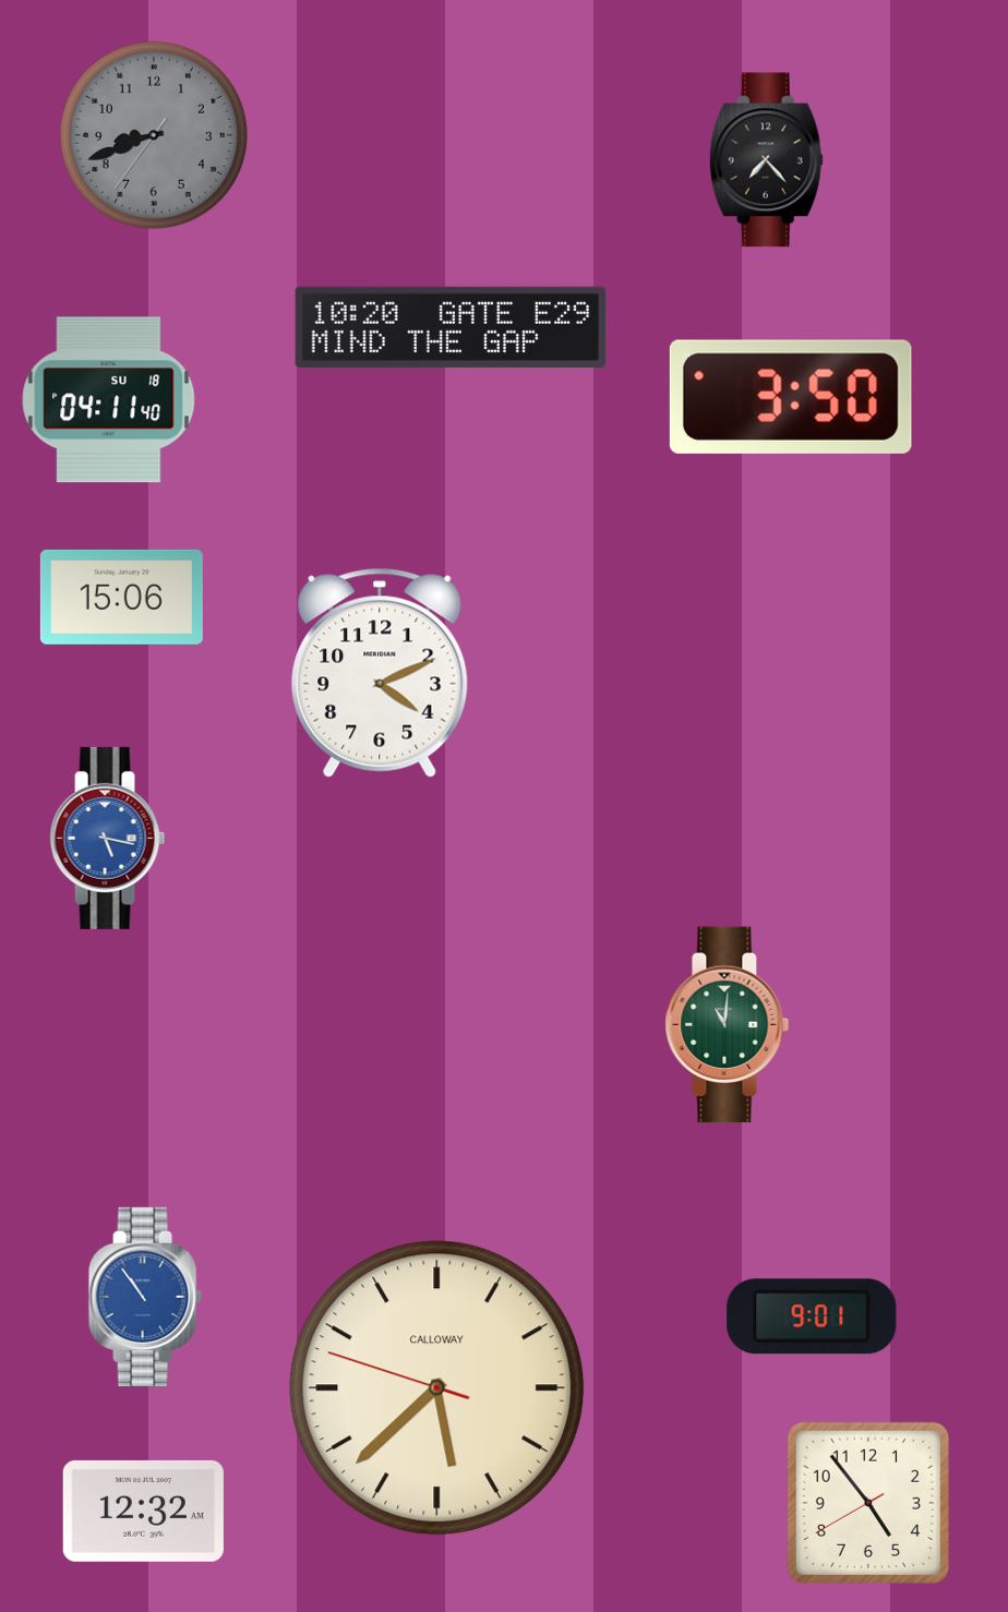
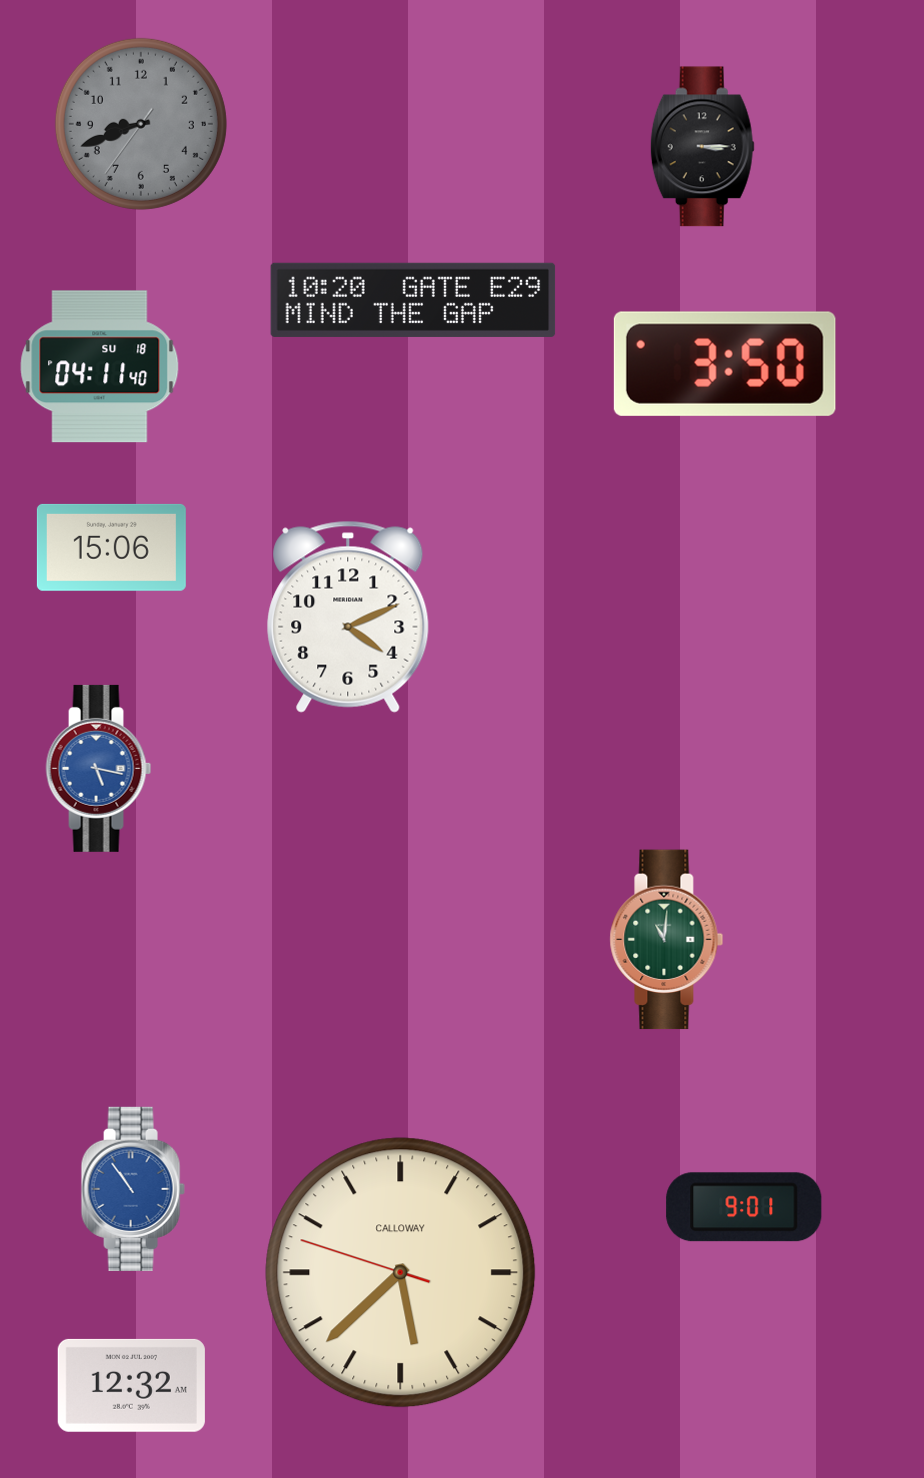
clock at (766, 160): 7:23 -> 3:15
clock at (868, 1503): 4:53 -> none
